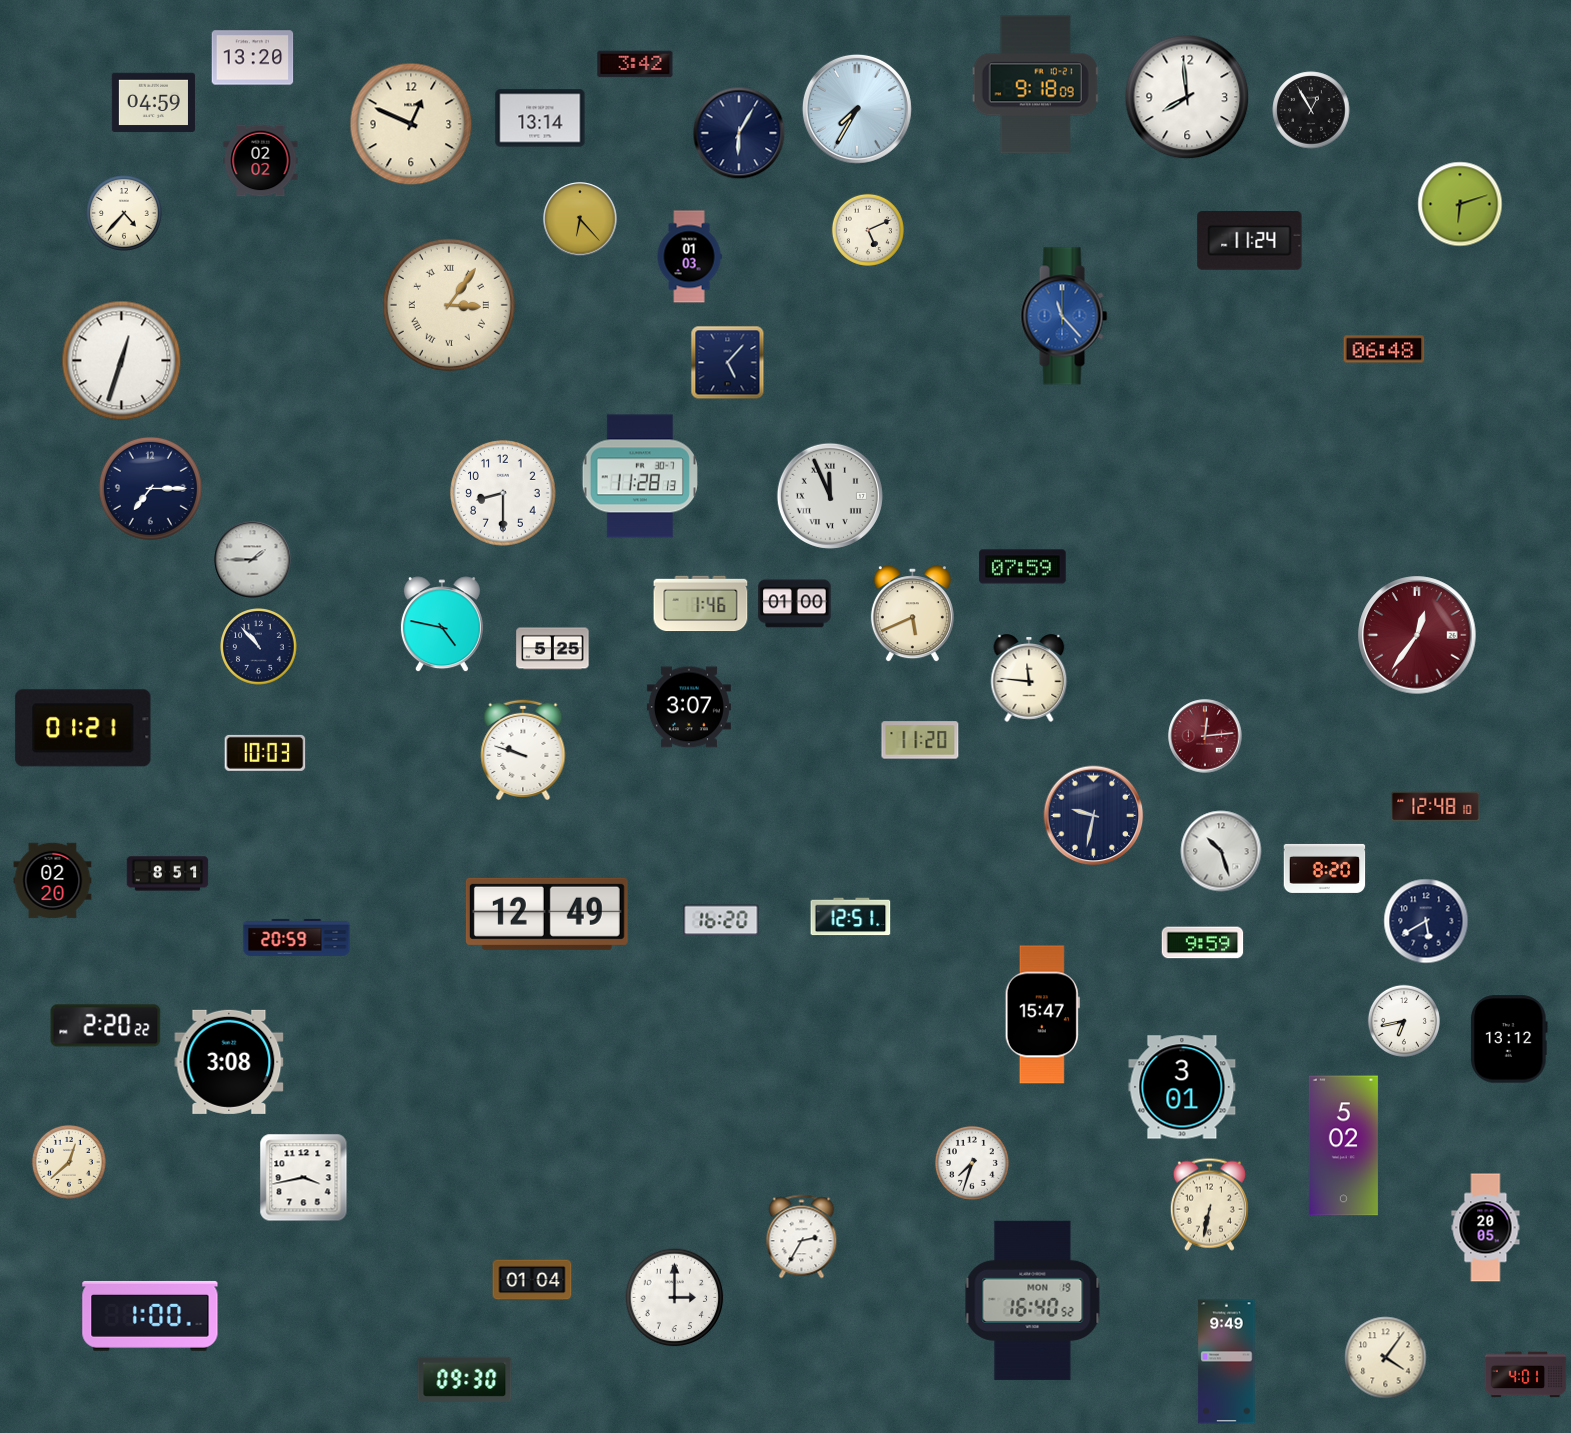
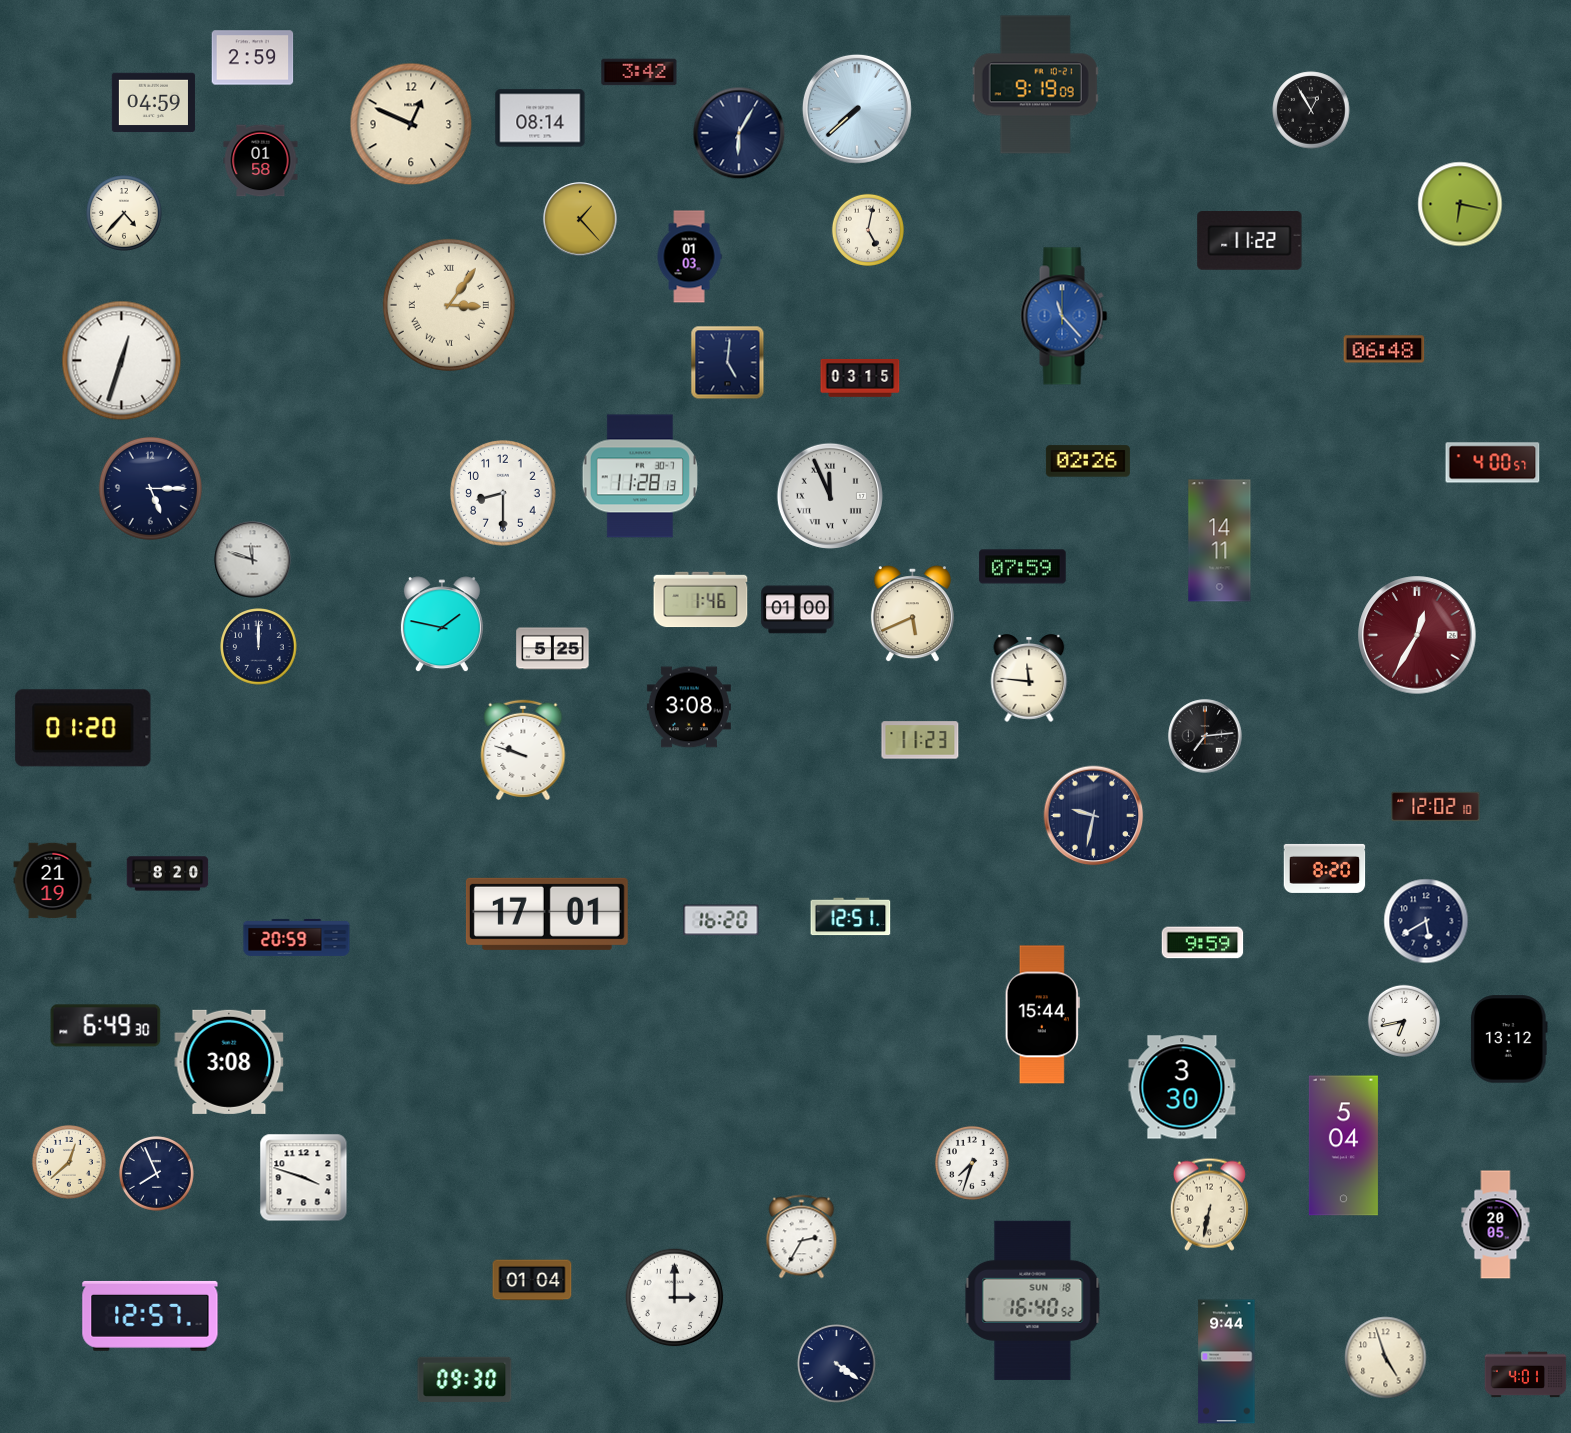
clock at (253, 58): 13:20 -> 2:59
clock at (635, 64) position: (635, 64) -> (639, 72)
clock at (1035, 85): 9:18 -> 9:19
clock at (1187, 97): 7:59 -> none
clock at (857, 109): 7:35 -> 7:38
clock at (540, 118): 13:14 -> 08:14
clock at (261, 161): 02:02 -> 01:58
clock at (1460, 204): 6:12 -> 6:17
clock at (580, 219): 6:23 -> 1:23
clock at (868, 230): 5:11 -> 5:02
clock at (1250, 241): 11:24 -> 11:22
clock at (728, 363): 5:07 -> 5:01
clock at (860, 378): none -> 03:15
clock at (1088, 461): none -> 02:26
clock at (1493, 463): none -> 4:00
clock at (150, 488): 7:15 -> 5:15
clock at (1220, 541): none -> 14:11
clock at (253, 560): 1:45 -> 11:48
clock at (701, 604) position: (701, 604) -> (701, 600)
clock at (795, 604) position: (795, 604) -> (798, 610)
clock at (442, 625): 4:47 -> 1:47
clock at (1417, 635): 12:36 -> 12:35
clock at (259, 647): 10:53 -> 12:00
clock at (689, 707): 3:07 -> 3:08
clock at (83, 728): 01:21 -> 01:20
clock at (1205, 736): 12:14 -> 7:14
clock at (1205, 736) dial: burgundy -> black
clock at (920, 740): 11:20 -> 11:23
clock at (265, 753): 10:03 -> none
clock at (1436, 807): 12:48 -> 12:02
clock at (1221, 851): 10:27 -> none
clock at (168, 874): 8:51 -> 8:20
clock at (53, 881): 02:20 -> 21:19
clock at (547, 914): 12:49 -> 17:01
clock at (1042, 1015): 15:47 -> 15:44
clock at (106, 1026): 2:20 -> 6:49
clock at (1182, 1087): 3:01 -> 3:30
clock at (1343, 1146): 5:02 -> 5:04
clock at (156, 1173): none -> 7:56
clock at (304, 1178): 3:43 -> 3:48
clock at (1486, 1228) position: (1486, 1228) -> (1496, 1225)
clock at (1033, 1300) date: MON 19 -> SUN 18
clock at (150, 1316): 1:00 -> 12:57
clock at (1386, 1358): 4:06 -> 4:57
clock at (1227, 1362): 9:49 -> 9:44
clock at (837, 1364): none -> 4:21
